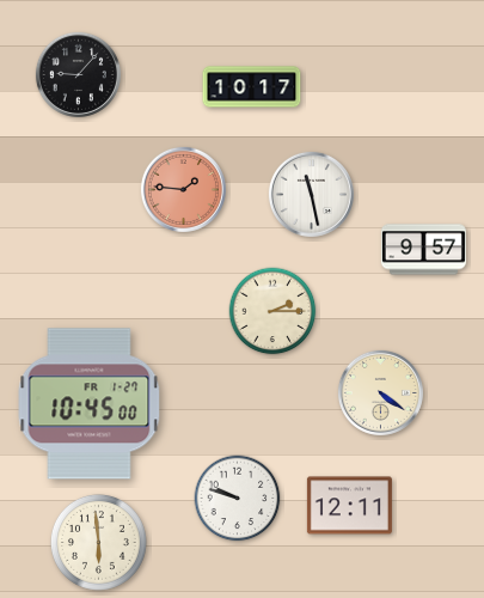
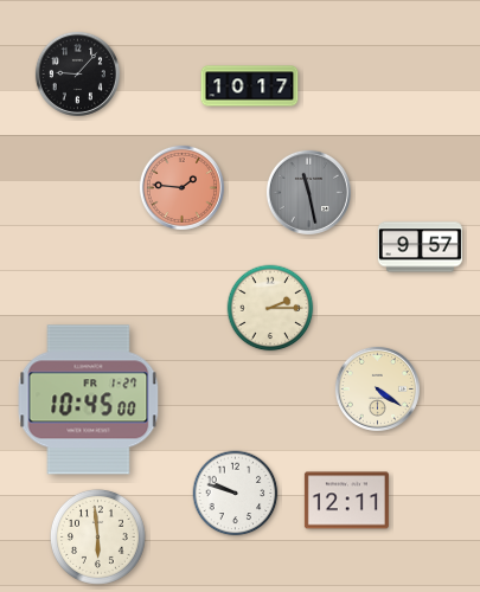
clock at (311, 194) dial: white -> grey
